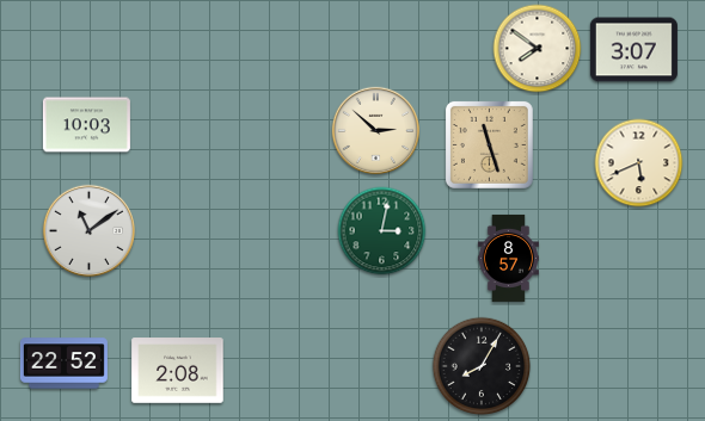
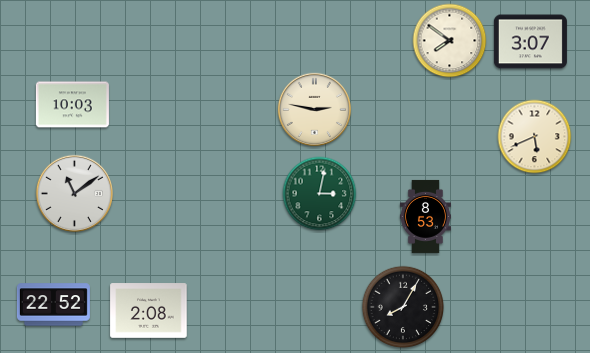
clock at (375, 130): 2:52 -> 2:47
clock at (489, 144): 11:27 -> none
clock at (508, 258): 8:57 -> 8:53
